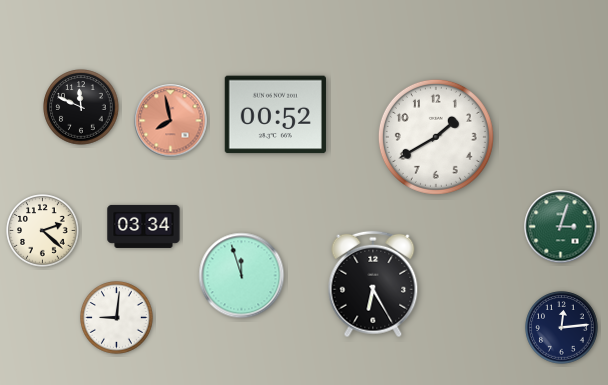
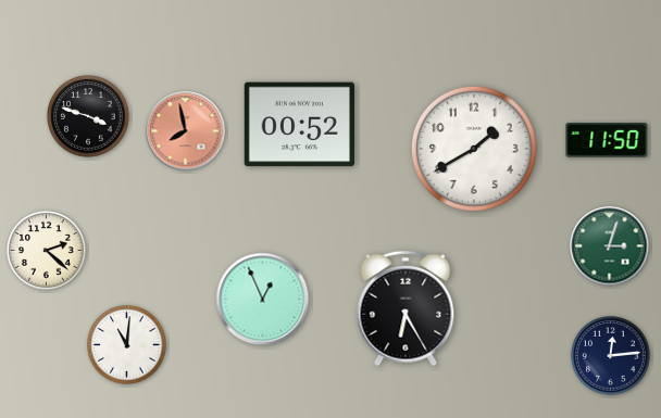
clock at (81, 107): 11:49 -> 3:48
clock at (607, 140): none -> 11:50
clock at (144, 226): 03:34 -> none
clock at (242, 276): 11:57 -> 12:56
clock at (117, 318): 9:01 -> 11:01
